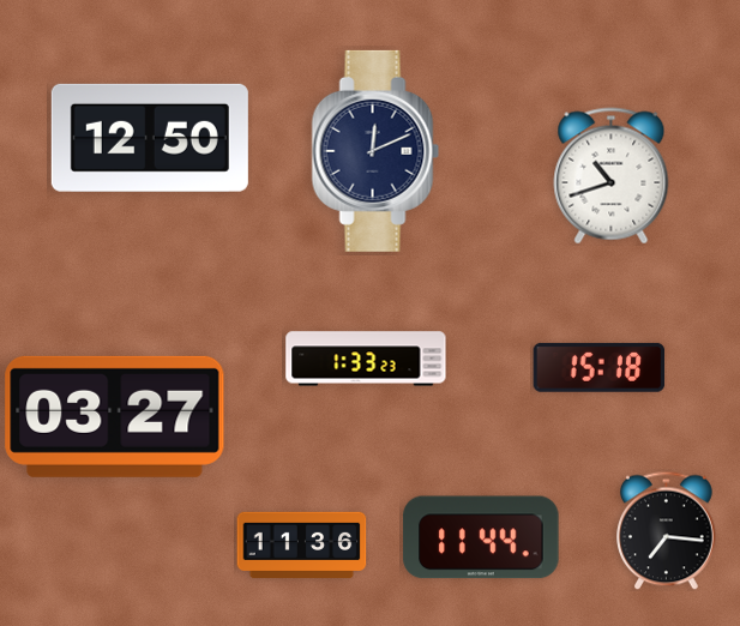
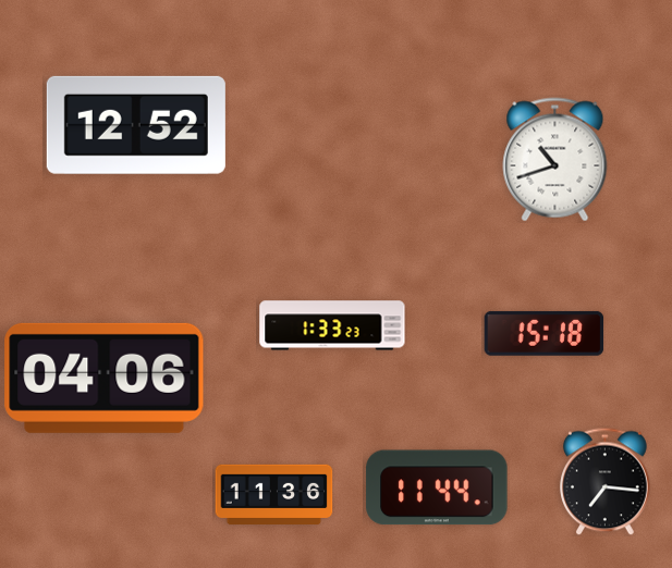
clock at (150, 138): 12:50 -> 12:52
clock at (375, 151): 12:11 -> none
clock at (115, 416): 03:27 -> 04:06
